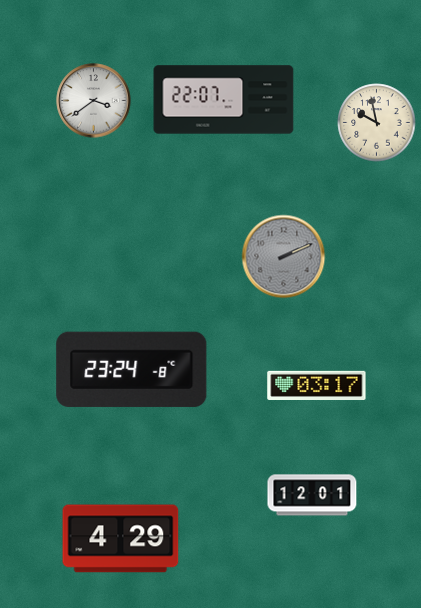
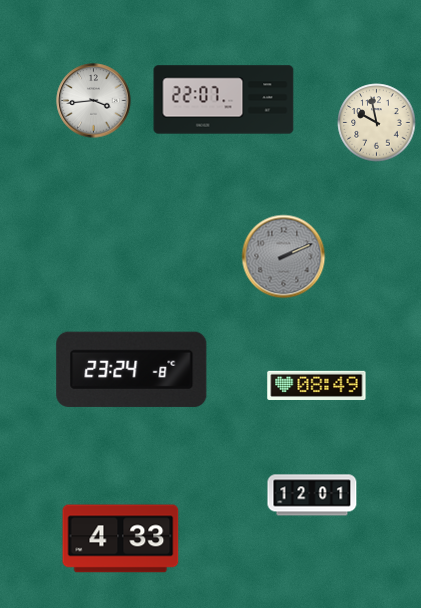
clock at (94, 101): 3:39 -> 3:44
clock at (317, 385): 03:17 -> 08:49
clock at (121, 539): 4:29 -> 4:33
